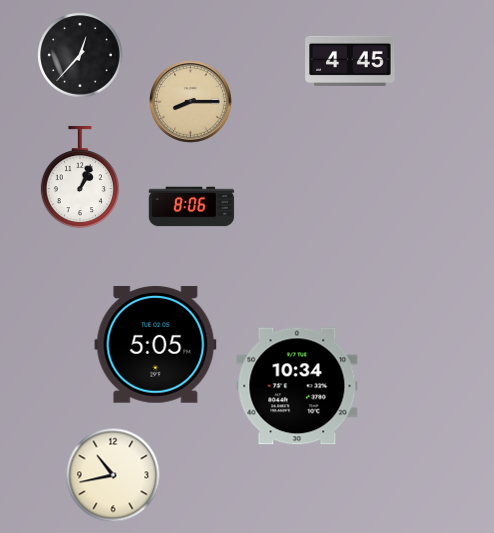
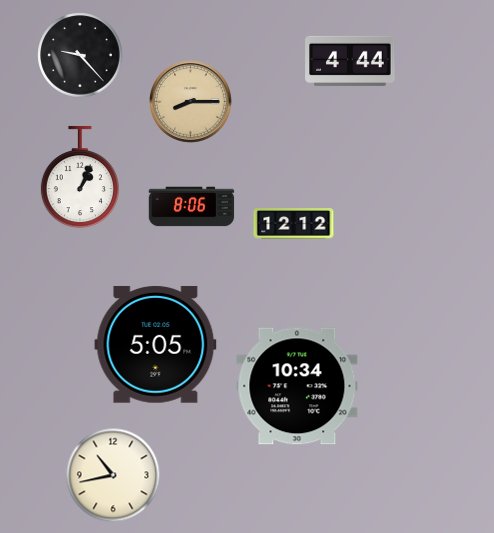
clock at (80, 55): 12:37 -> 9:23
clock at (350, 61): 4:45 -> 4:44
clock at (294, 224): none -> 12:12
